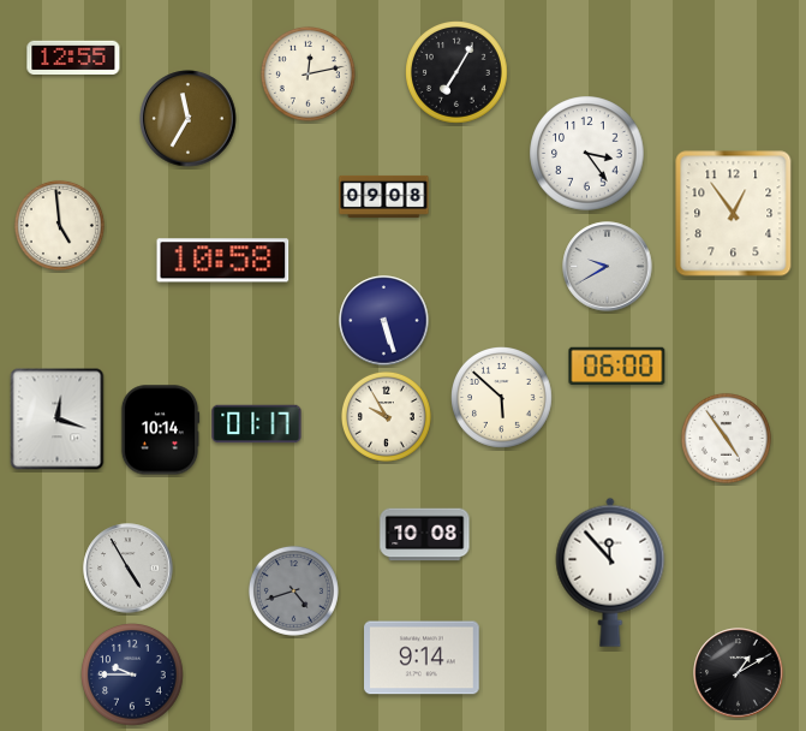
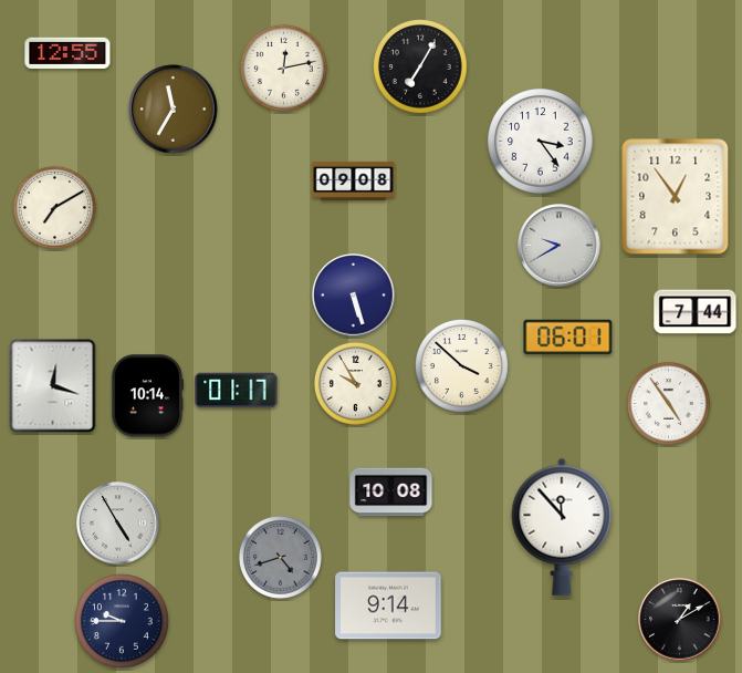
clock at (59, 225): 4:59 -> 7:10
clock at (223, 261): 10:58 -> none
clock at (696, 312): none -> 7:44
clock at (617, 367): 06:00 -> 06:01
clock at (502, 398): 5:52 -> 3:52
clock at (293, 590) position: (293, 590) -> (280, 557)
